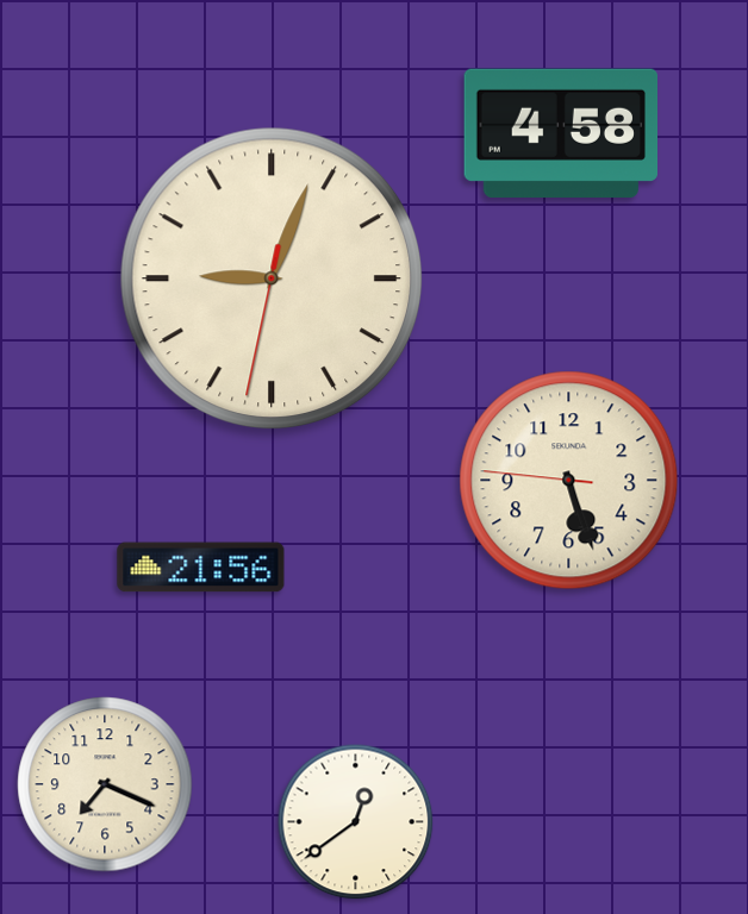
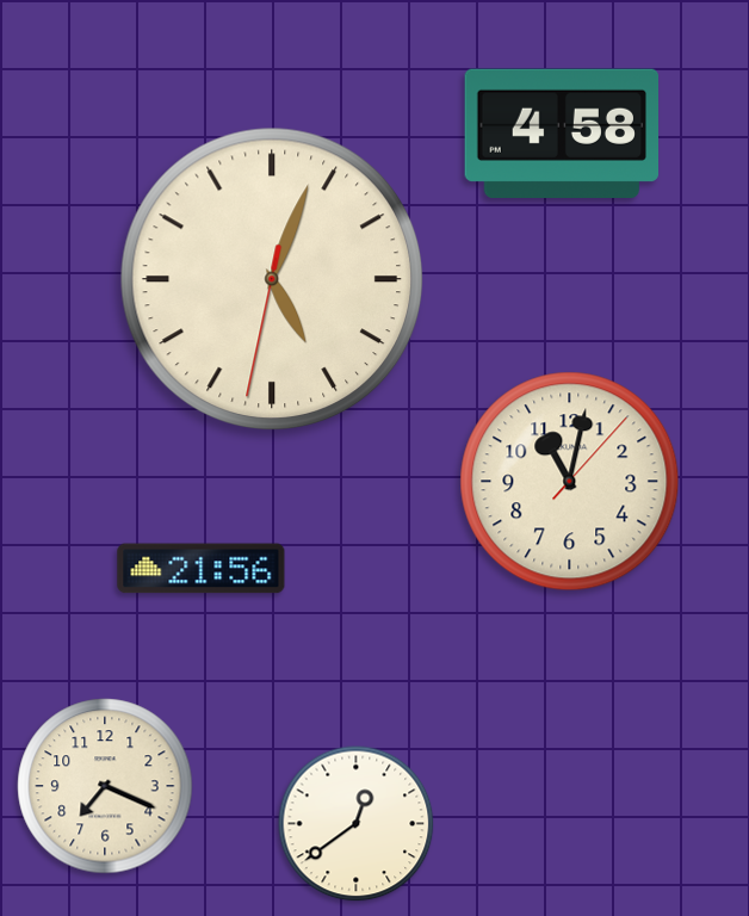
clock at (272, 278): 9:03 -> 5:03
clock at (569, 481): 5:26 -> 11:02
